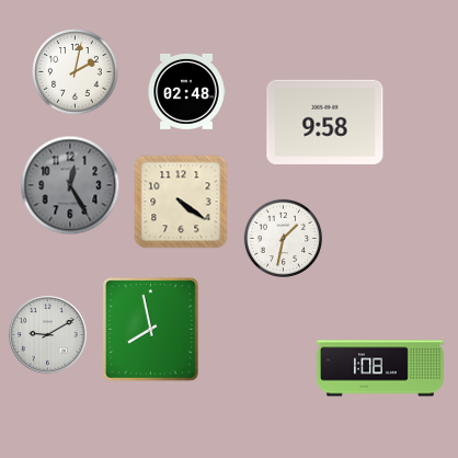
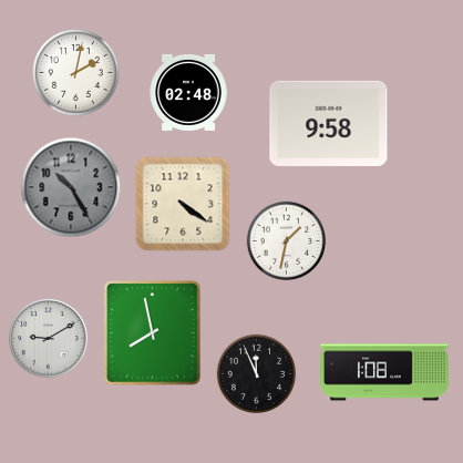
clock at (70, 185): 12:25 -> 10:25
clock at (256, 373): none -> 11:56
